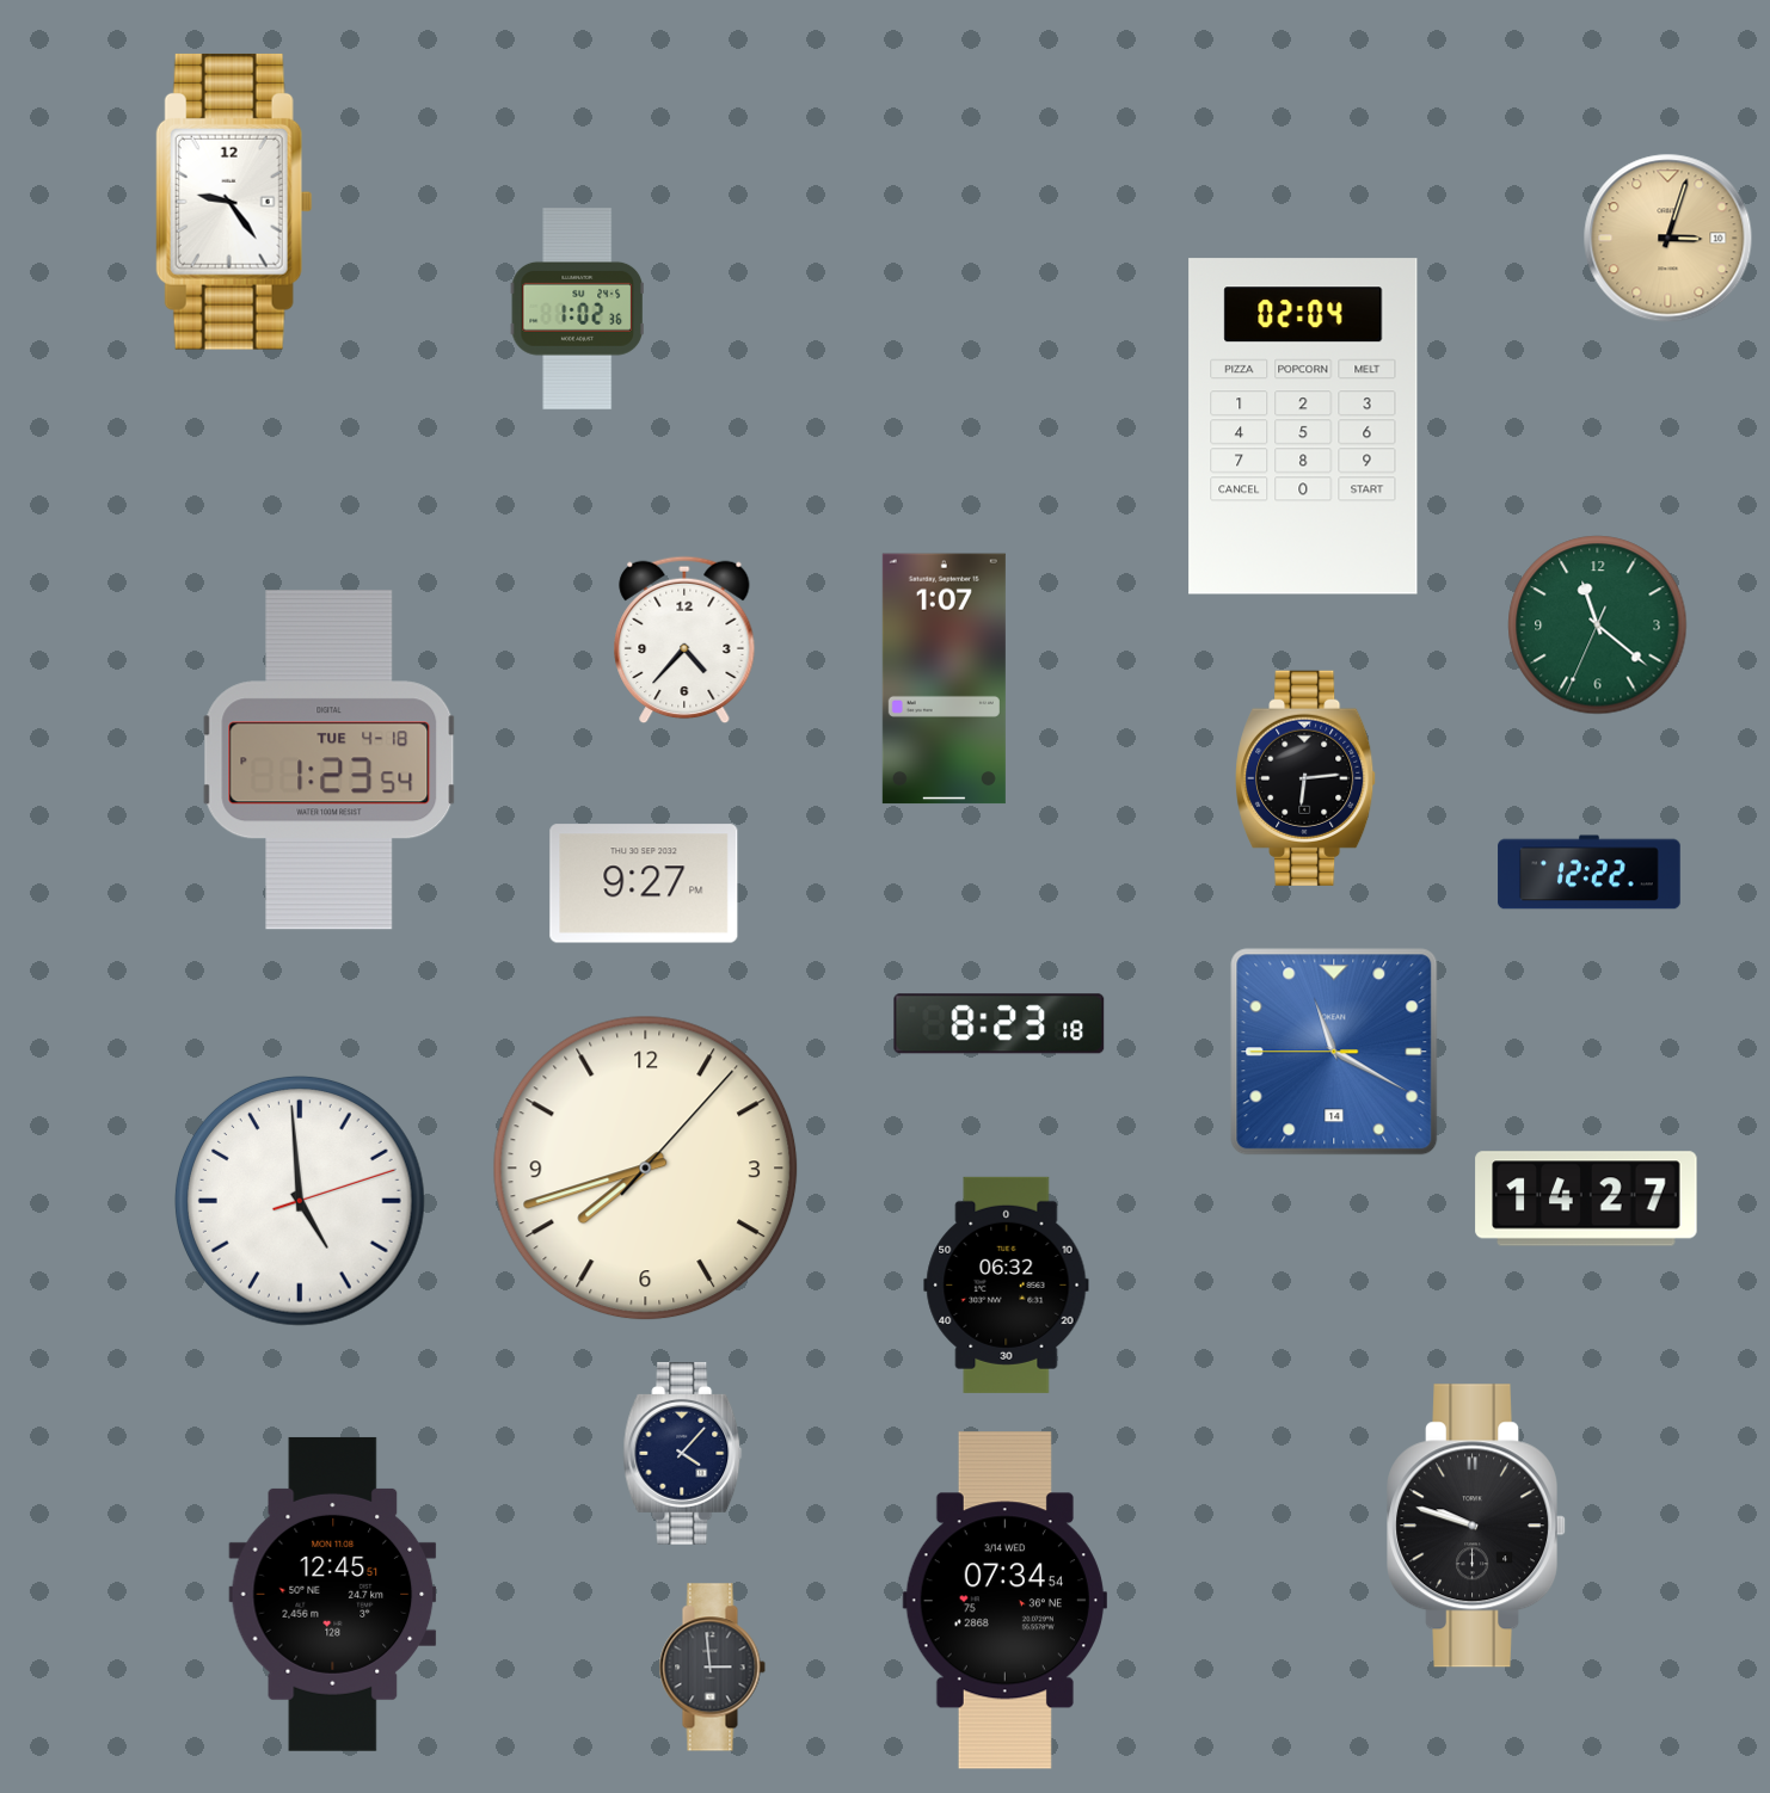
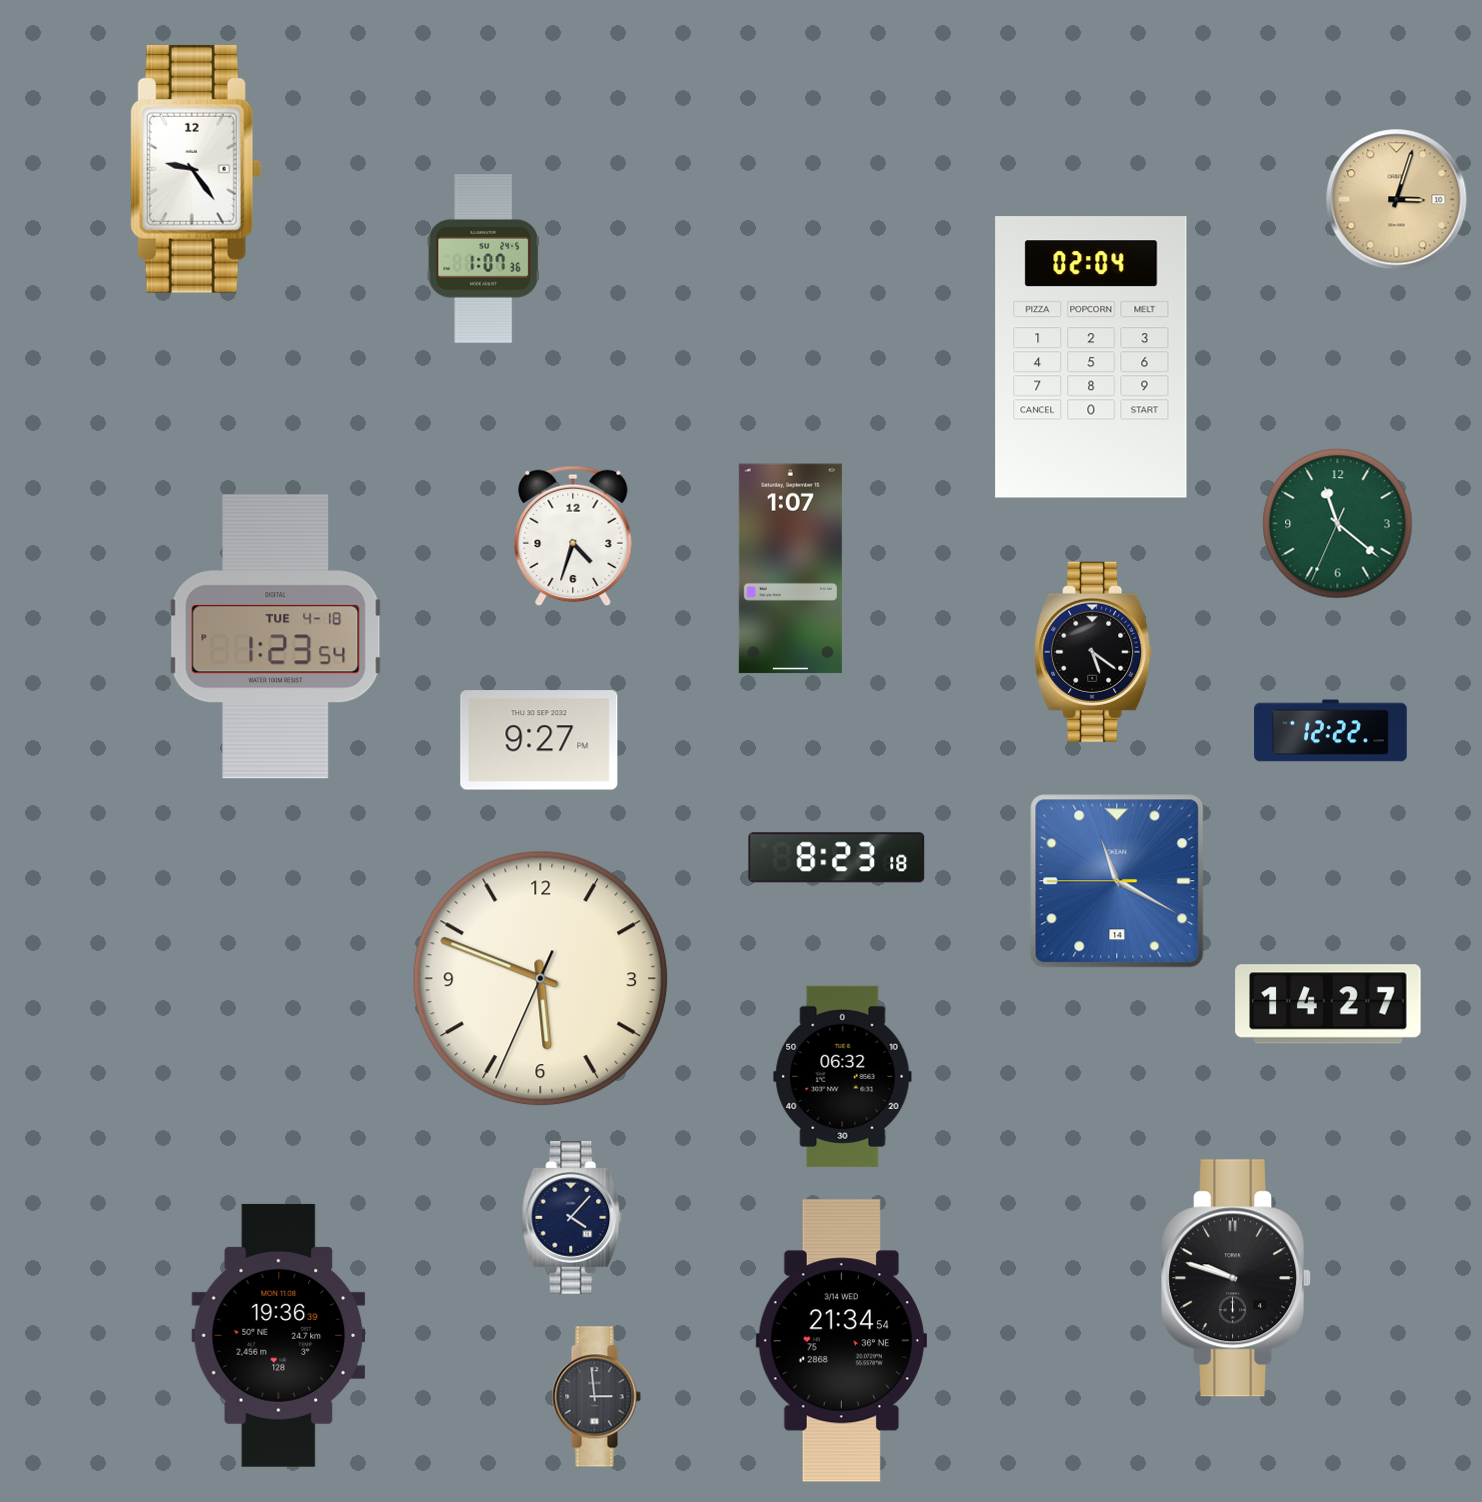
clock at (577, 309): 1:02 -> 1:07
clock at (684, 640): 4:37 -> 4:33
clock at (1307, 778): 6:14 -> 5:21
clock at (646, 1169): 7:42 -> 5:48
clock at (300, 1201): 4:59 -> none
clock at (333, 1594): 12:45 -> 19:36
clock at (1004, 1601): 07:34 -> 21:34
